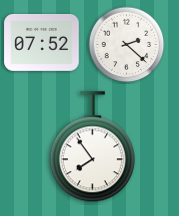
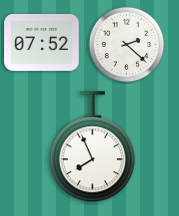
clock at (92, 147): 7:54 -> 7:56
